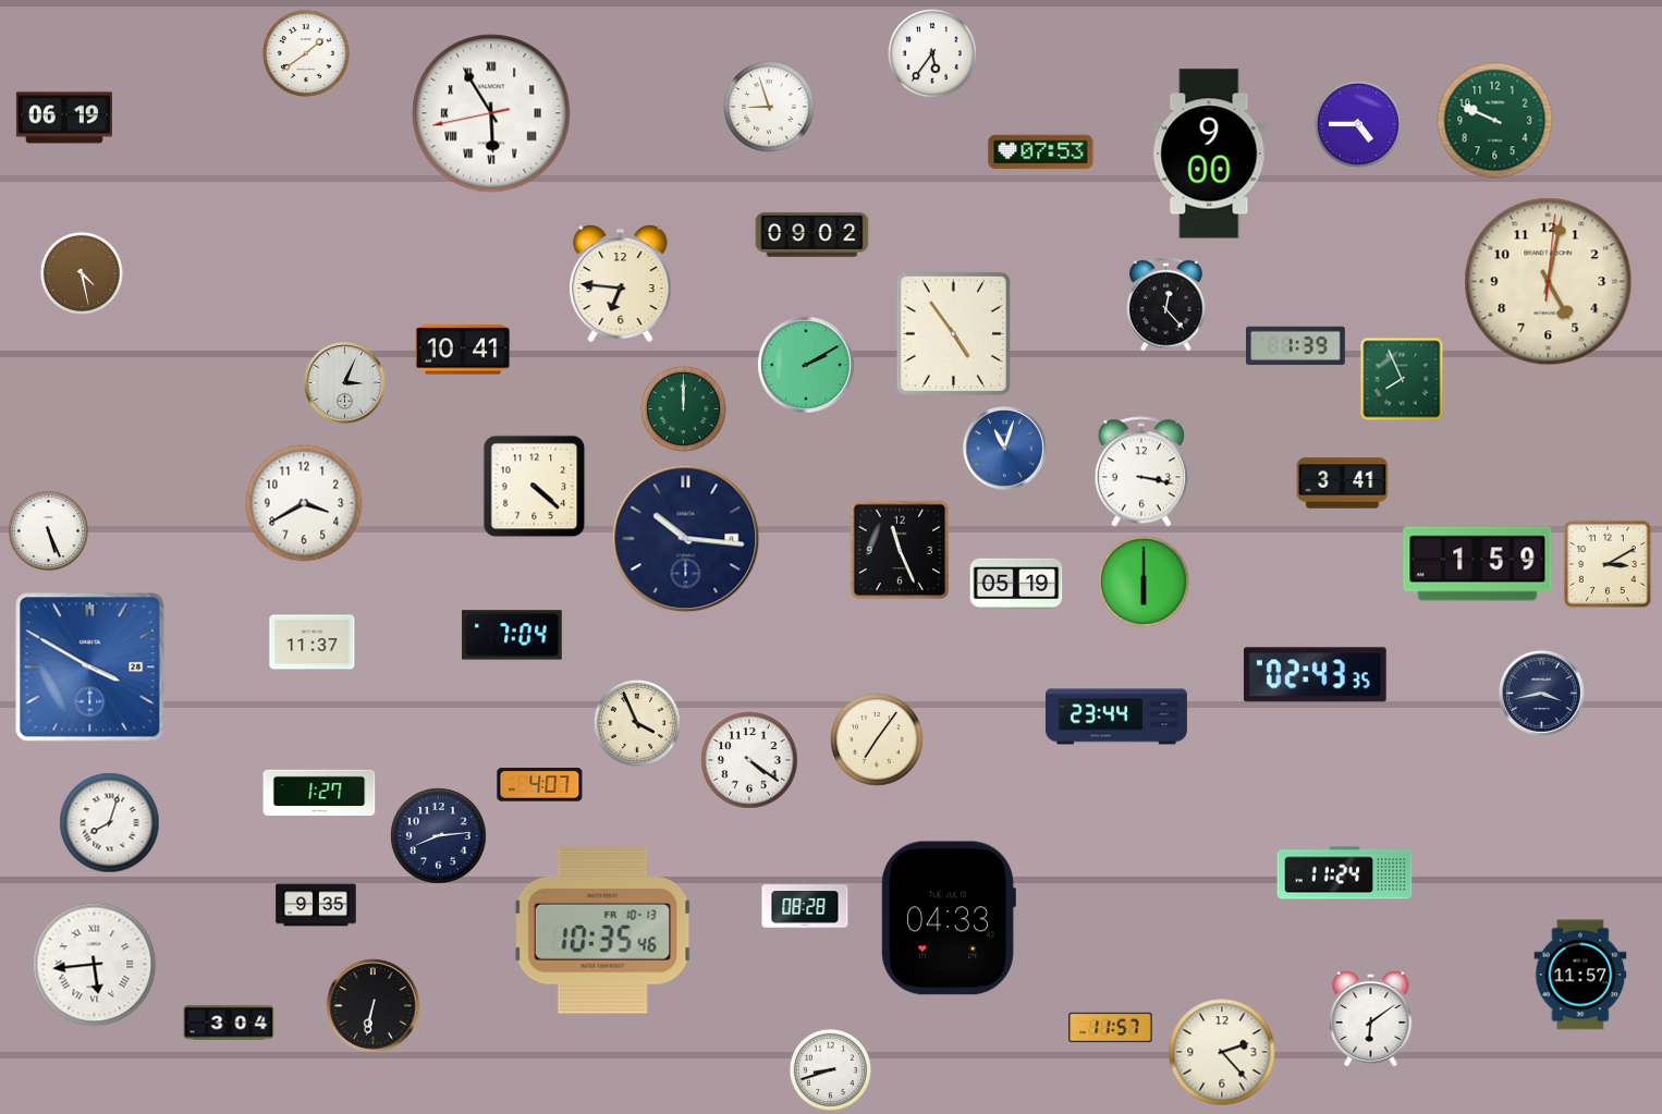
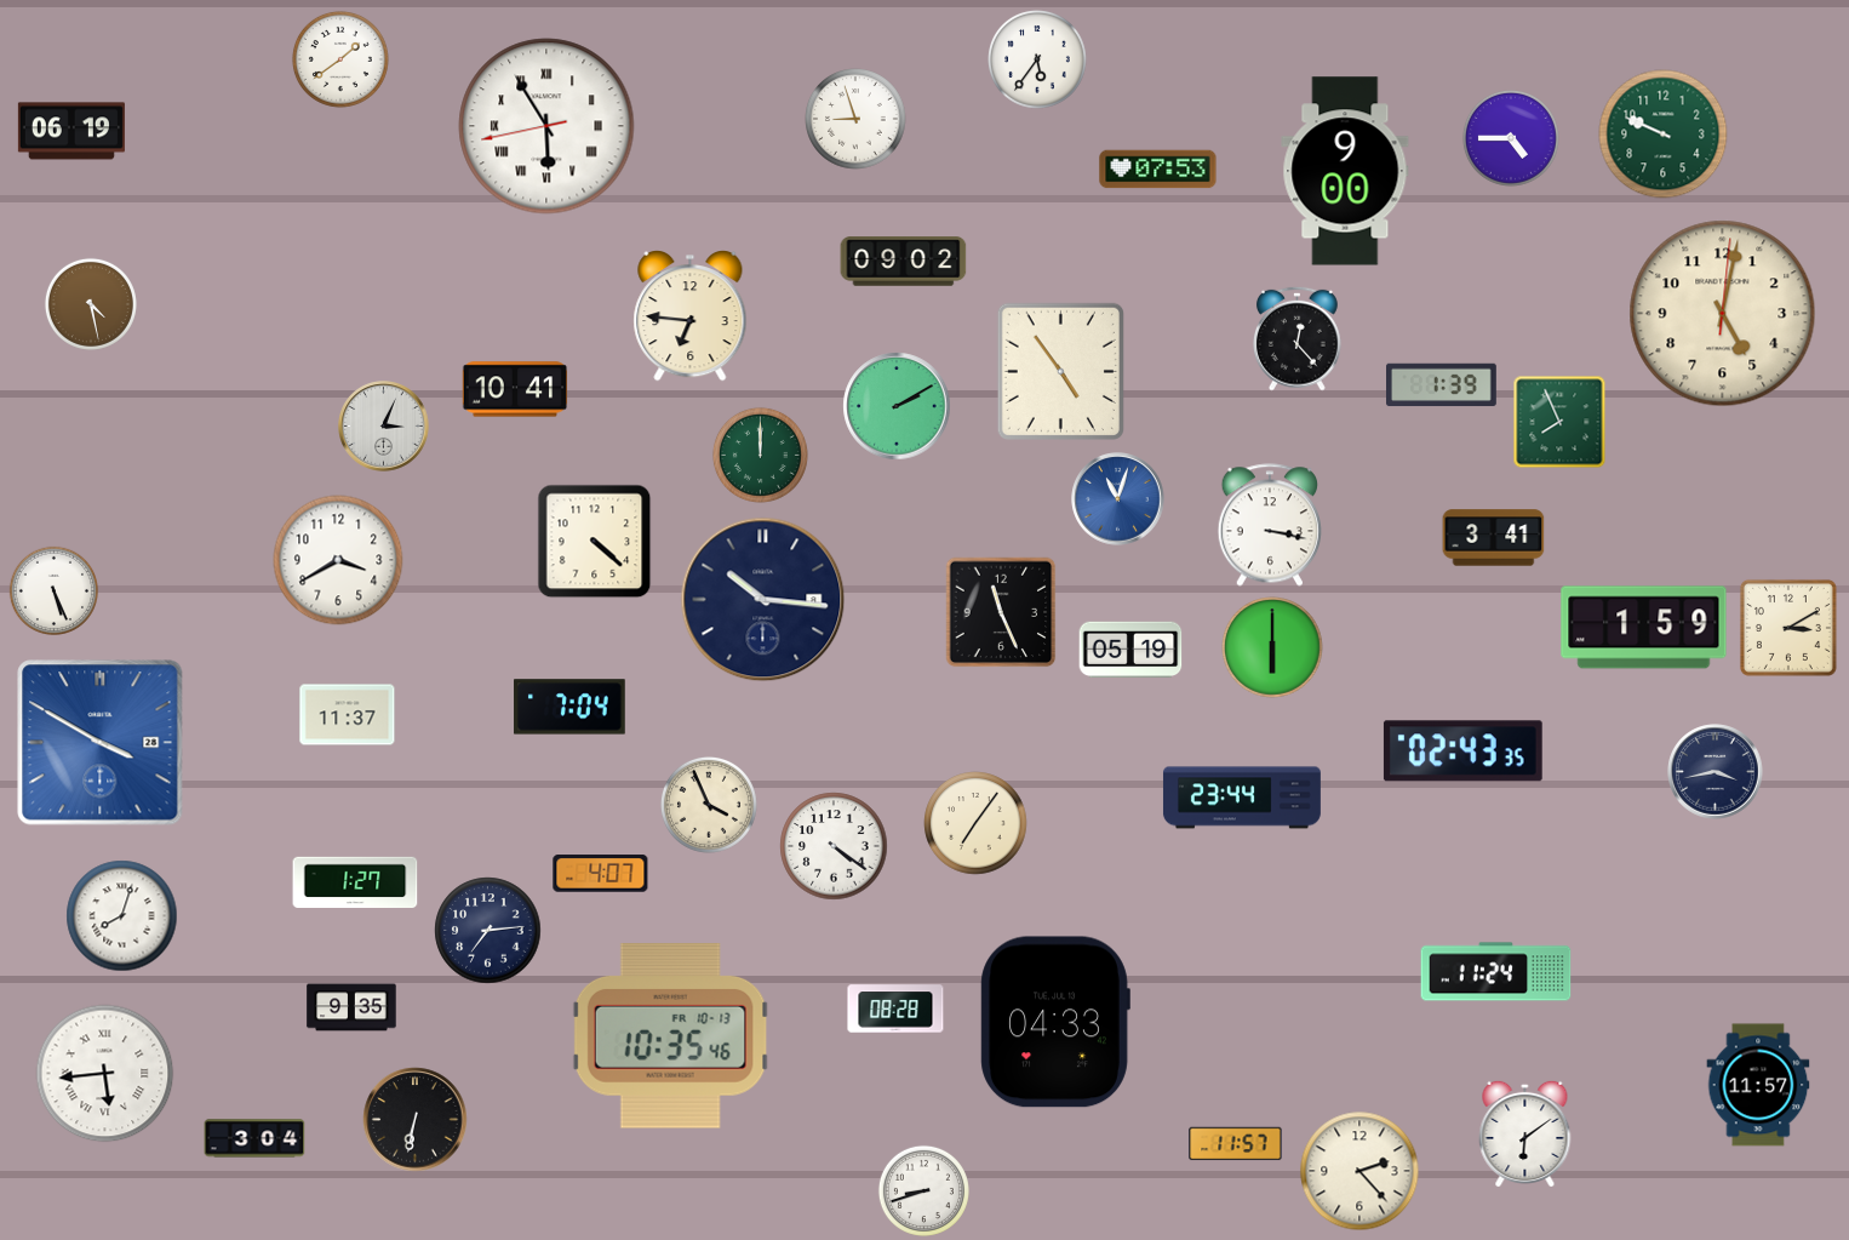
clock at (439, 836): 8:14 -> 7:14
